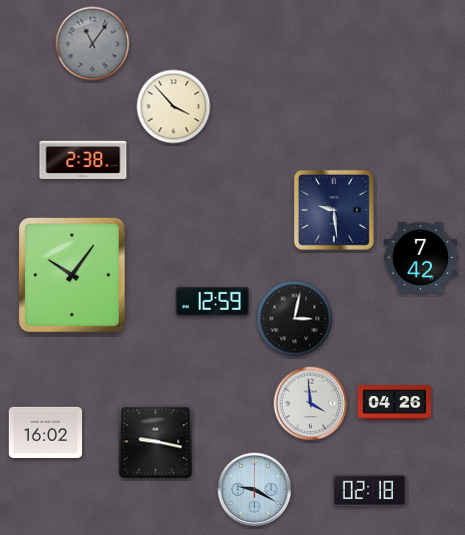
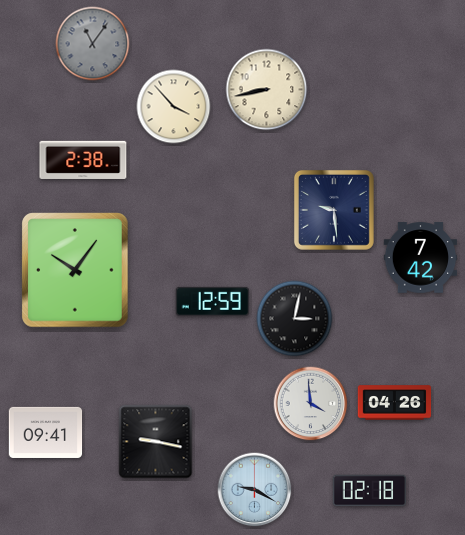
clock at (267, 90): none -> 8:43
clock at (72, 275) position: (72, 275) -> (75, 270)
clock at (46, 432): 16:02 -> 09:41
